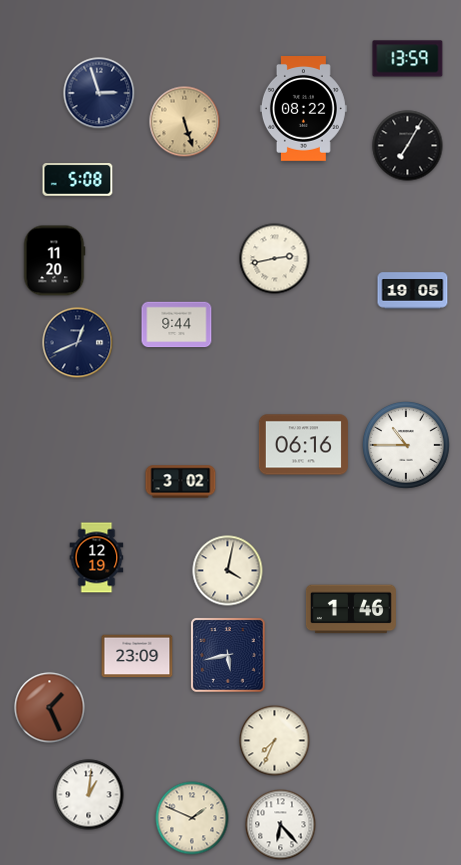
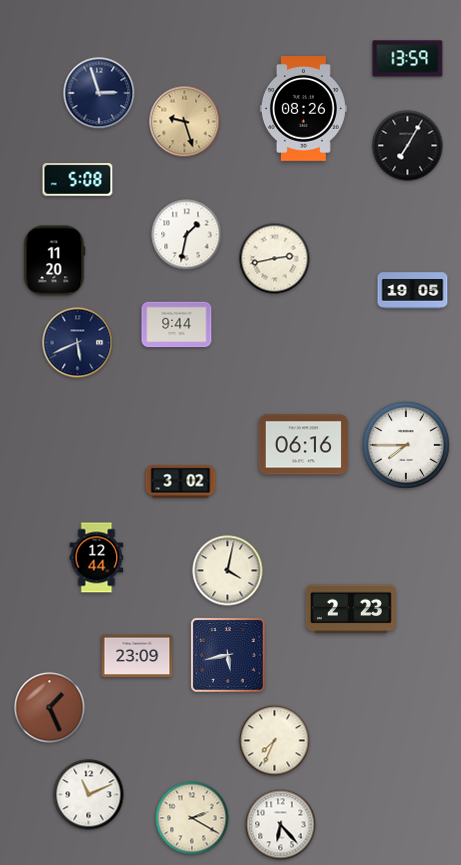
clock at (303, 109): 08:22 -> 08:26
clock at (185, 122): 5:27 -> 9:27
clock at (187, 235): none -> 1:32
clock at (78, 343): 12:41 -> 5:41
clock at (406, 445): 10:45 -> 7:45
clock at (97, 558): 12:19 -> 12:44
clock at (351, 609): 1:46 -> 2:23
clock at (89, 795): 1:01 -> 11:11
clock at (192, 818): 1:49 -> 2:20
